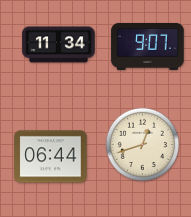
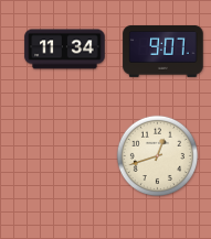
clock at (142, 144) position: (142, 144) -> (157, 155)
clock at (51, 157): 06:44 -> none
